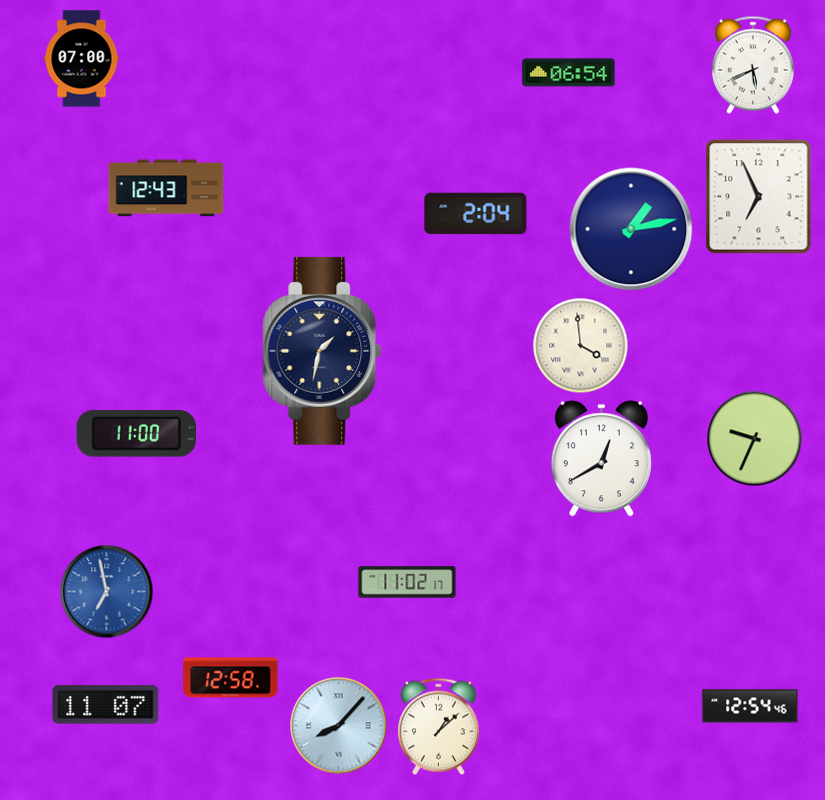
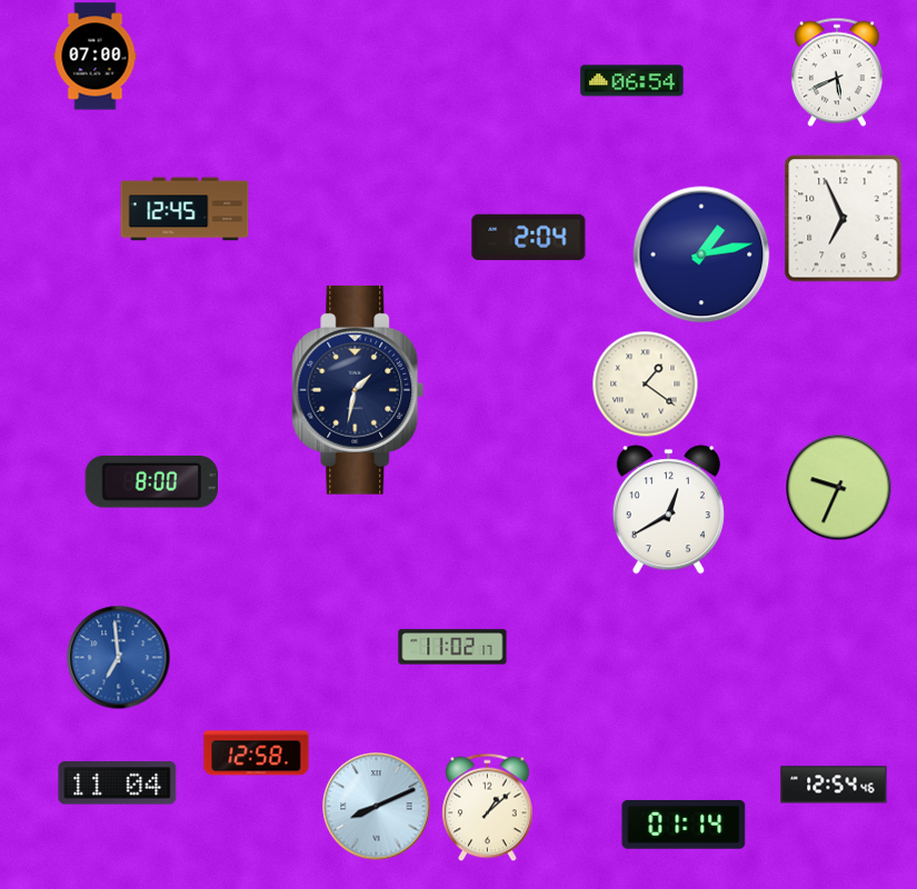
clock at (82, 59) position: (82, 59) -> (96, 57)
clock at (166, 188): 12:43 -> 12:45
clock at (580, 345): 3:59 -> 1:21
clock at (136, 434): 11:00 -> 8:00
clock at (106, 591): 6:58 -> 6:59
clock at (106, 705): 11:07 -> 11:04
clock at (339, 726): 8:07 -> 8:11
clock at (684, 825): none -> 01:14
